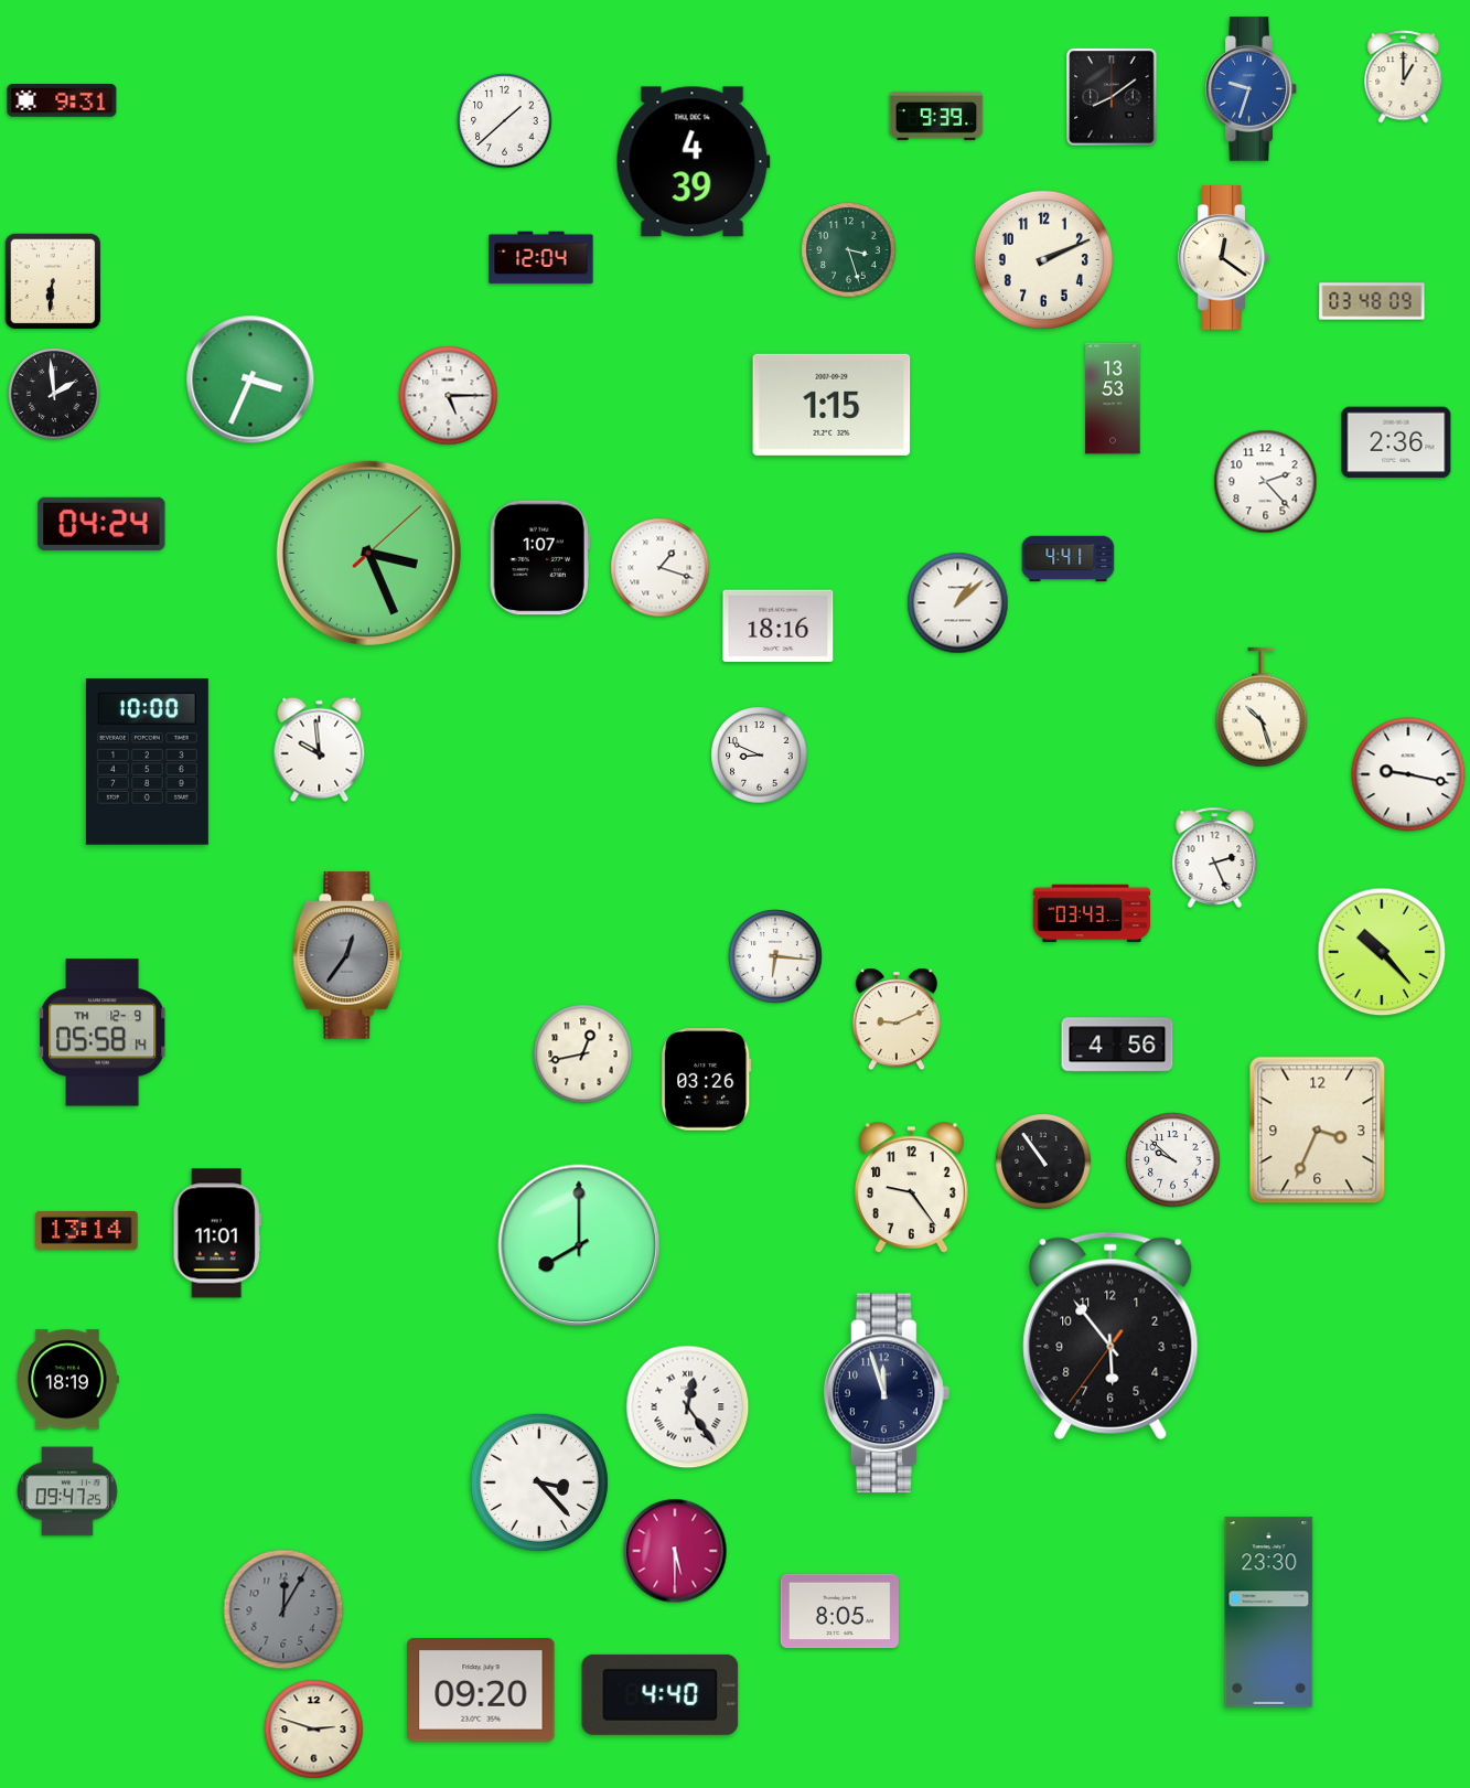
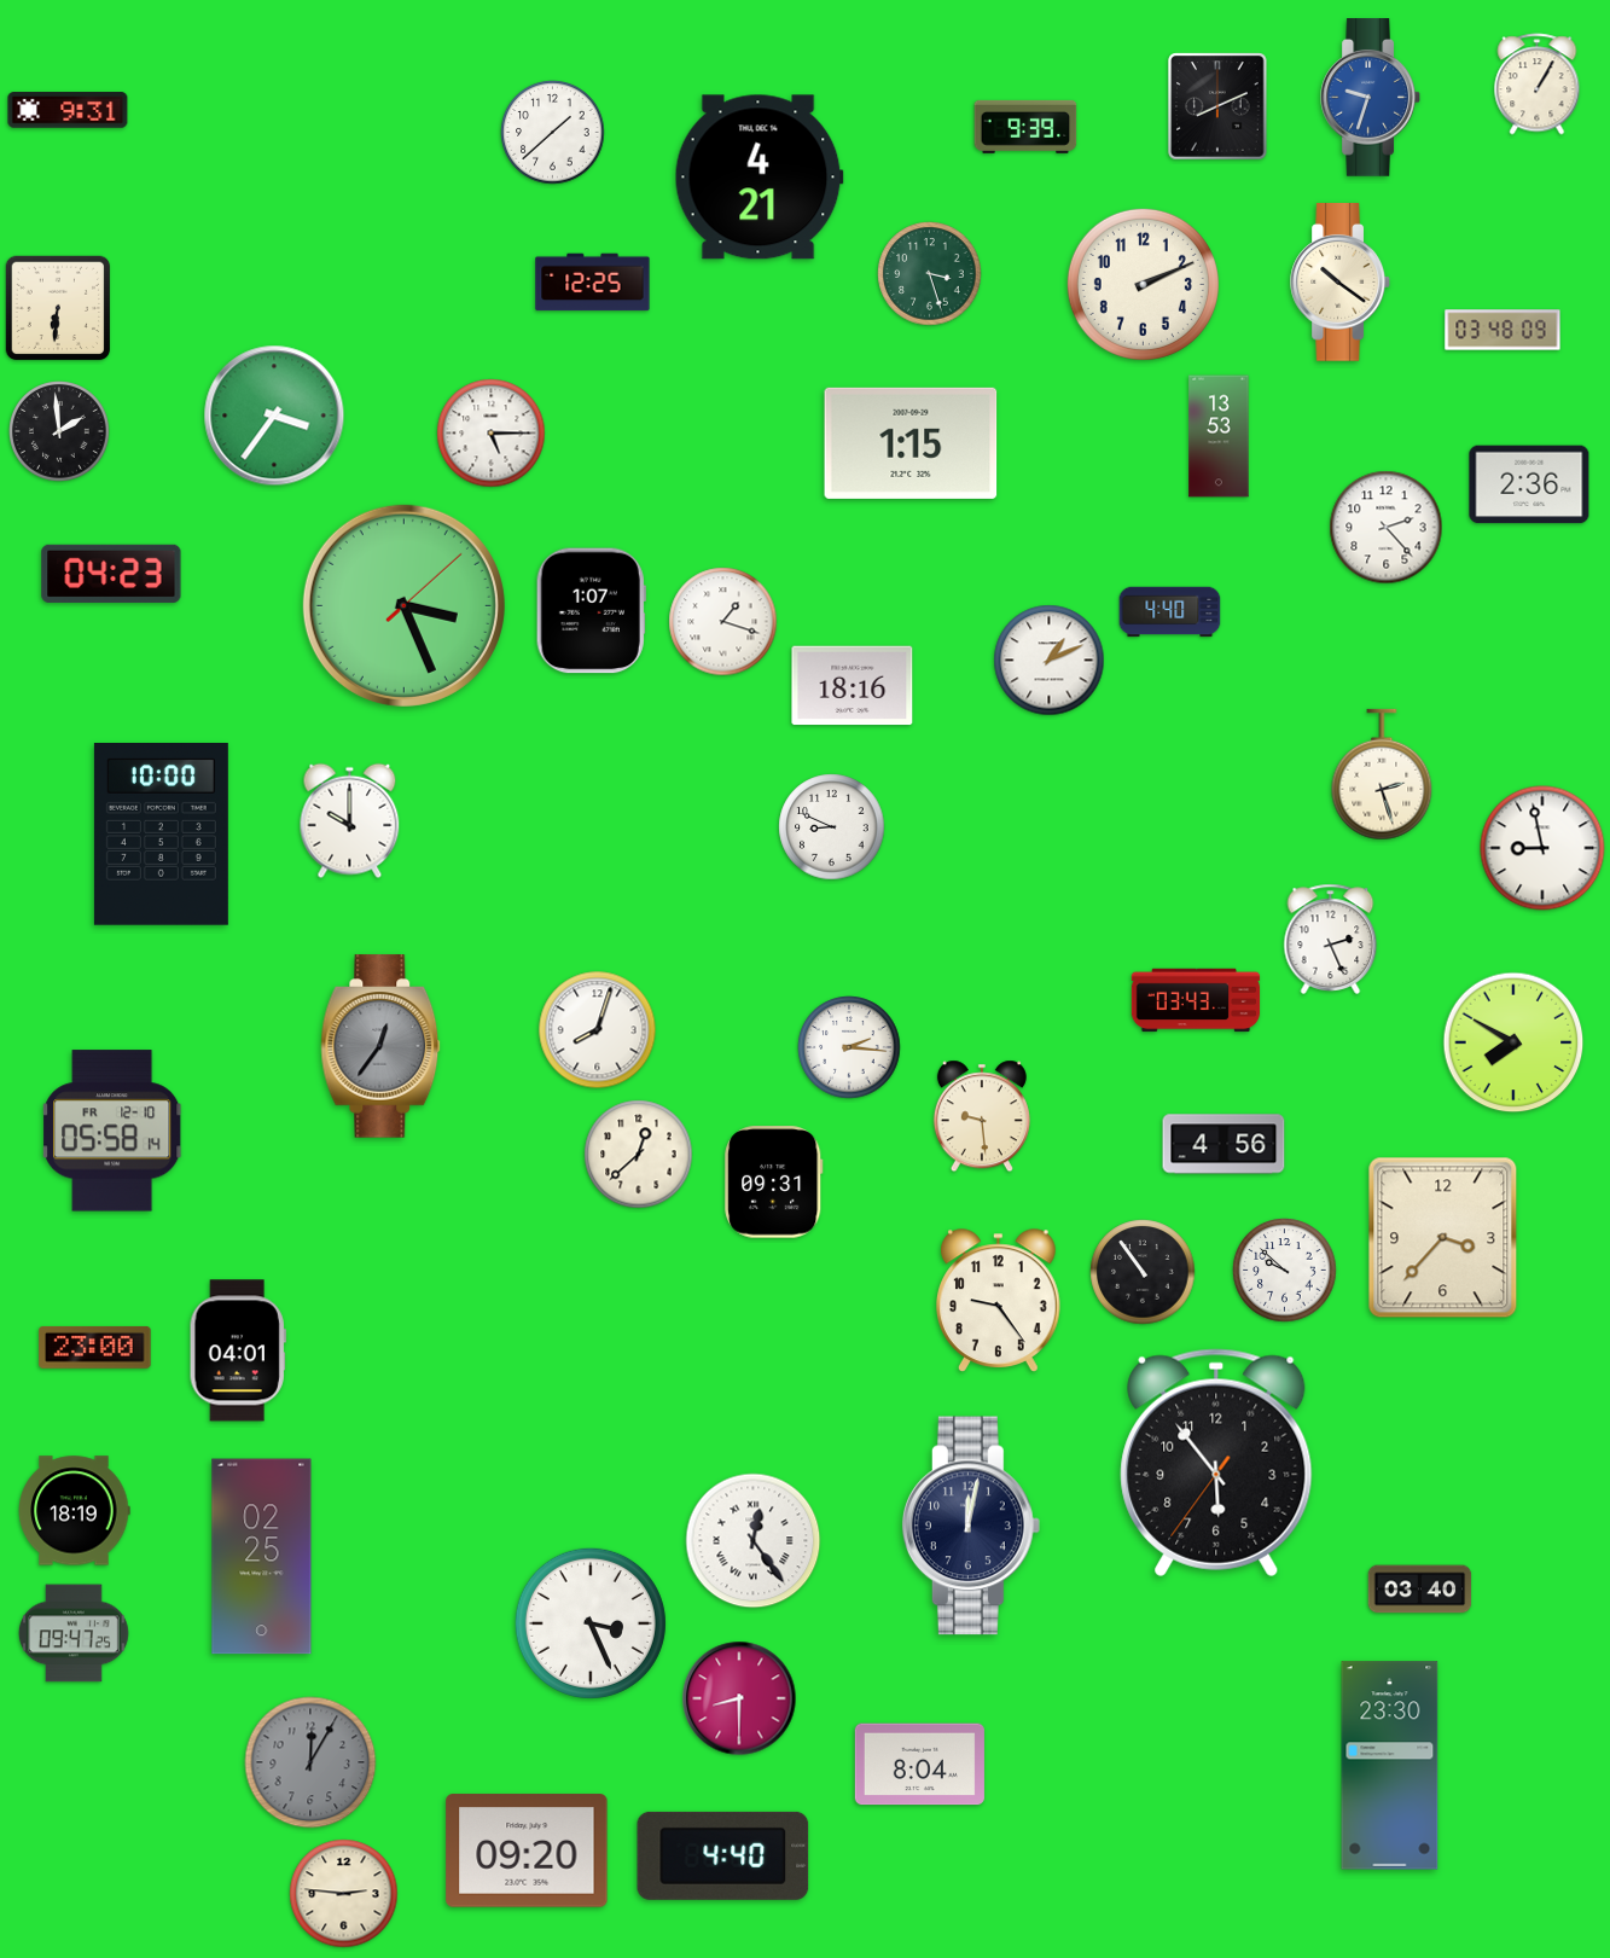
clock at (1404, 77): 1:00 -> 1:05
clock at (1112, 97): 8:09 -> 8:11
clock at (693, 162): 4:39 -> 4:21
clock at (541, 258): 12:04 -> 12:25
clock at (1223, 258): 12:21 -> 10:21
clock at (250, 379): 3:34 -> 3:36
clock at (101, 524): 04:24 -> 04:23
clock at (1069, 559): 4:41 -> 4:40
clock at (958, 603): 1:08 -> 1:11
clock at (1262, 707): 10:27 -> 2:27
clock at (320, 750): 9:59 -> 10:00
clock at (1408, 774): 9:17 -> 8:58
clock at (598, 1030): none -> 8:03
clock at (1382, 952): 10:23 -> 7:50
clock at (775, 956): 6:16 -> 2:16
clock at (897, 1019): 9:11 -> 9:29
clock at (104, 1032) date: TH 12-9 -> FR 12-10
clock at (583, 1054): 12:43 -> 12:38
clock at (707, 1080): 03:26 -> 09:31
clock at (1318, 1131): 3:34 -> 3:37
clock at (87, 1230): 13:14 -> 23:00
clock at (217, 1233): 11:01 -> 04:01
clock at (579, 1245): 8:00 -> none
clock at (887, 1393): 11:57 -> 12:02
clock at (262, 1557): none -> 02:25
clock at (1420, 1590): none -> 03:40
clock at (539, 1482): 3:23 -> 3:26
clock at (675, 1551): 5:30 -> 8:30
clock at (839, 1612): 8:05 -> 8:04
clock at (314, 1730): 2:48 -> 2:46
